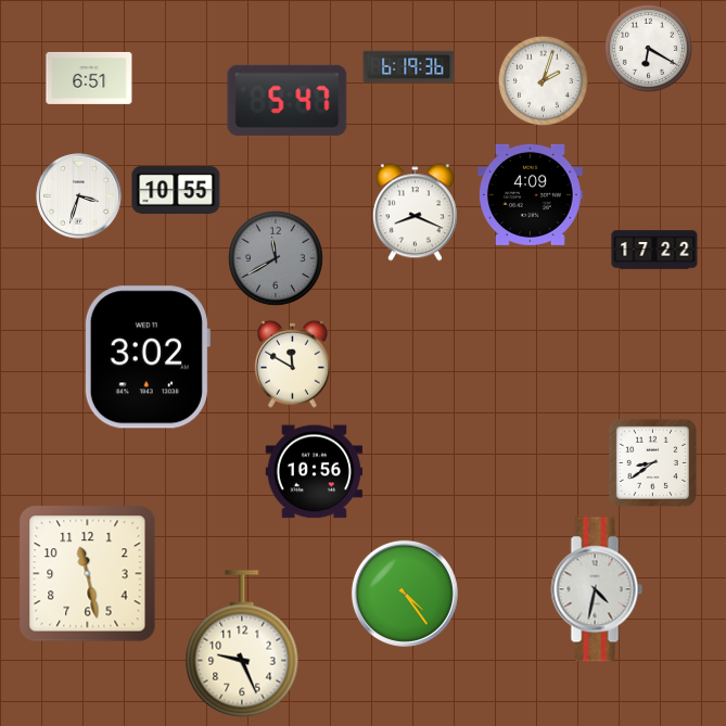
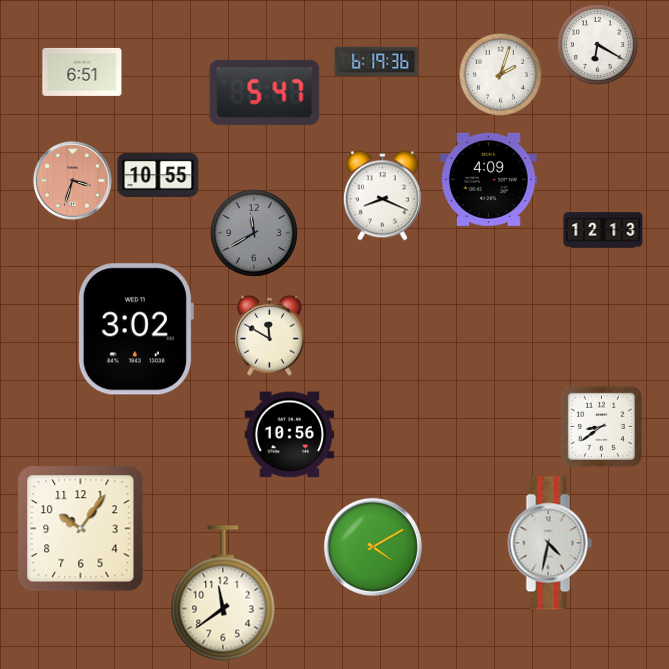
clock at (176, 190) position: (176, 190) -> (158, 175)
clock at (79, 196) dial: white -> salmon
clock at (654, 250): 17:22 -> 12:13
clock at (276, 258) position: (276, 258) -> (254, 233)
clock at (88, 574): 11:28 -> 10:06
clock at (405, 594): 4:24 -> 4:10
clock at (242, 644): 9:26 -> 11:39
